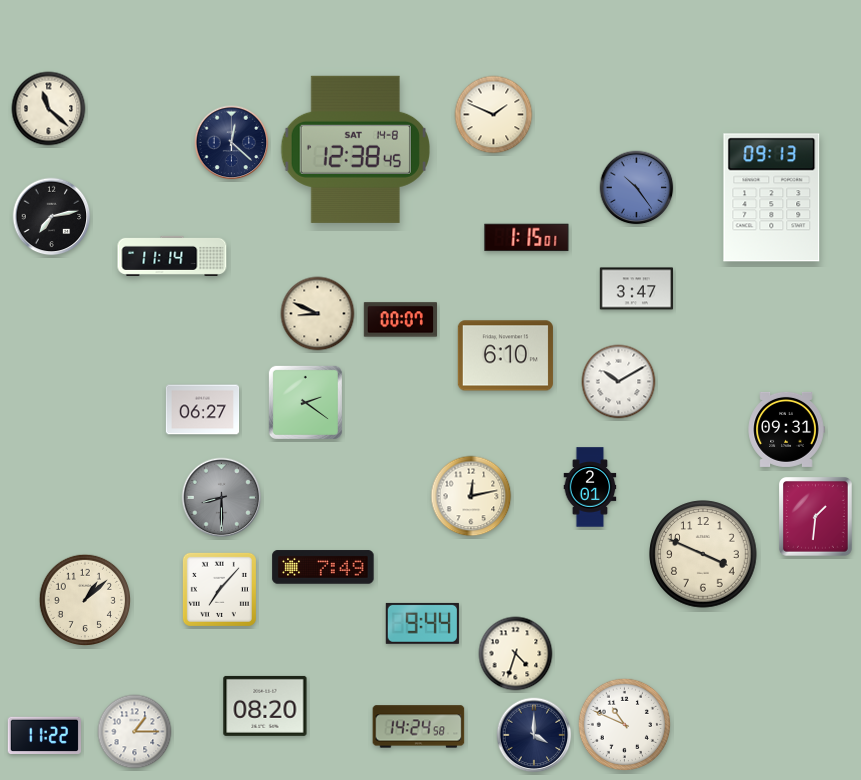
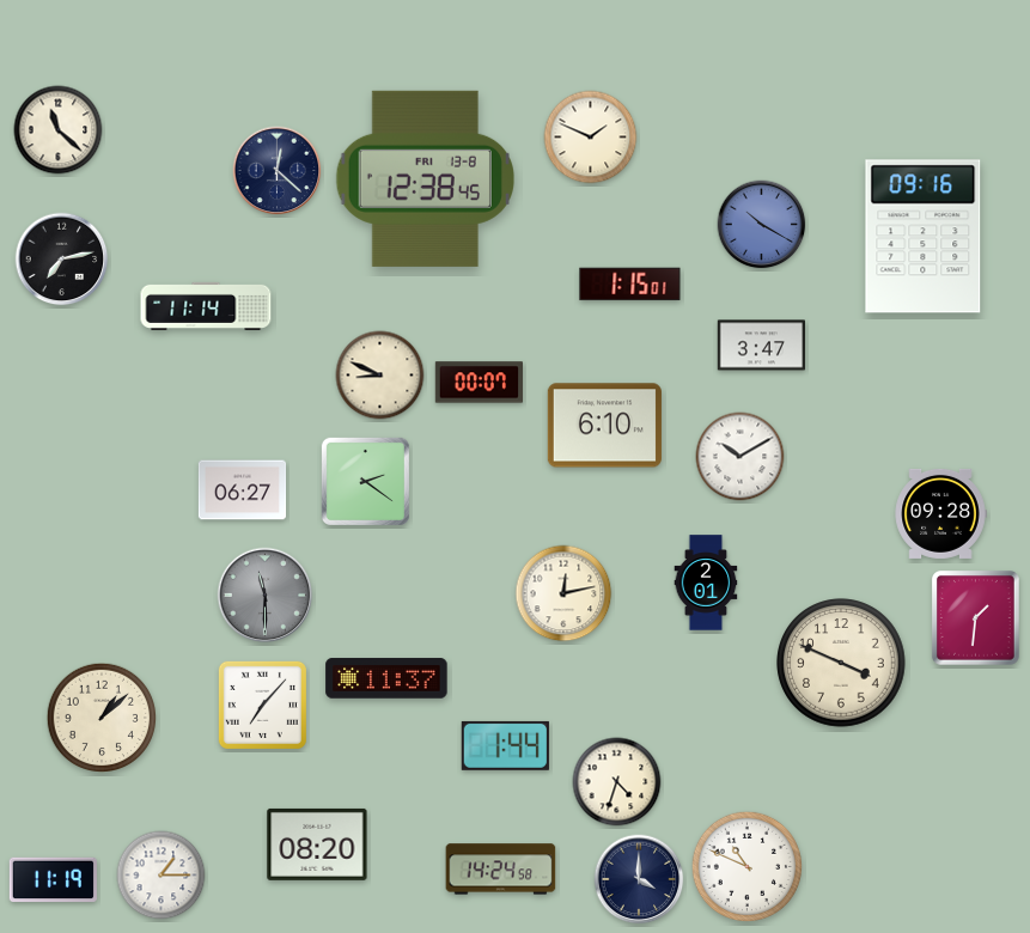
clock at (355, 149) date: SAT 14-8 -> FRI 13-8
clock at (637, 188): 10:24 -> 10:20
clock at (772, 198): 09:13 -> 09:16
clock at (786, 429): 09:31 -> 09:28
clock at (222, 498): 8:30 -> 11:30
clock at (323, 567): 7:49 -> 11:37
clock at (422, 623): 9:44 -> 1:44
clock at (44, 736): 11:22 -> 11:19
